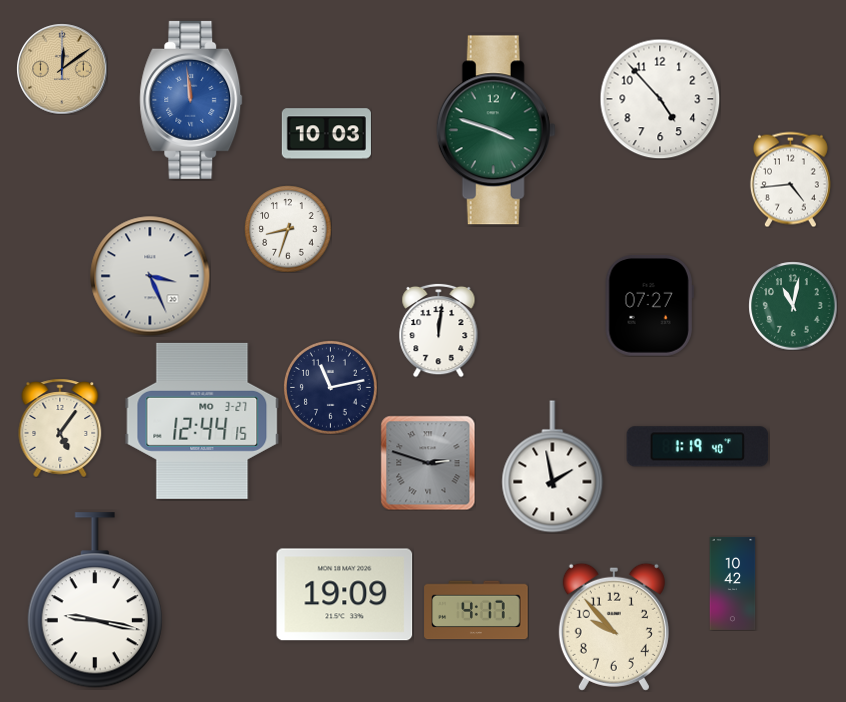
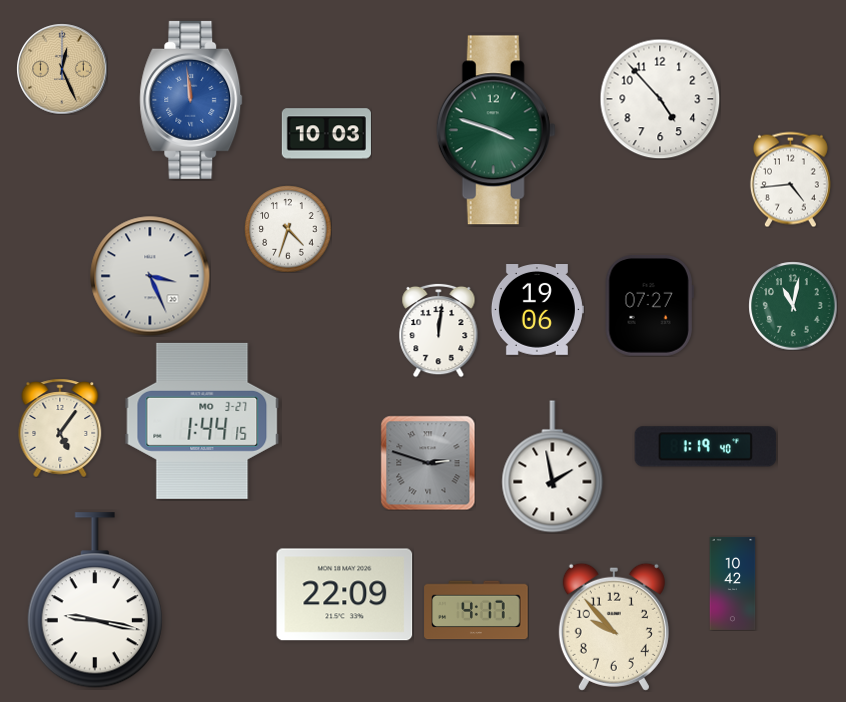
clock at (62, 69): 12:09 -> 12:26
clock at (288, 229): 8:33 -> 4:33
clock at (537, 310): none -> 19:06
clock at (331, 388): 11:13 -> none
clock at (202, 421): 12:44 -> 1:44
clock at (698, 447) position: (698, 447) -> (706, 447)
clock at (345, 595): 19:09 -> 22:09
